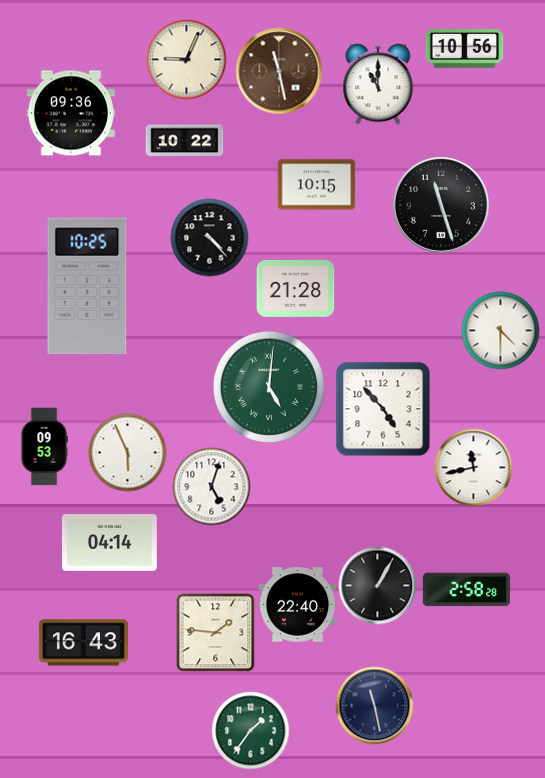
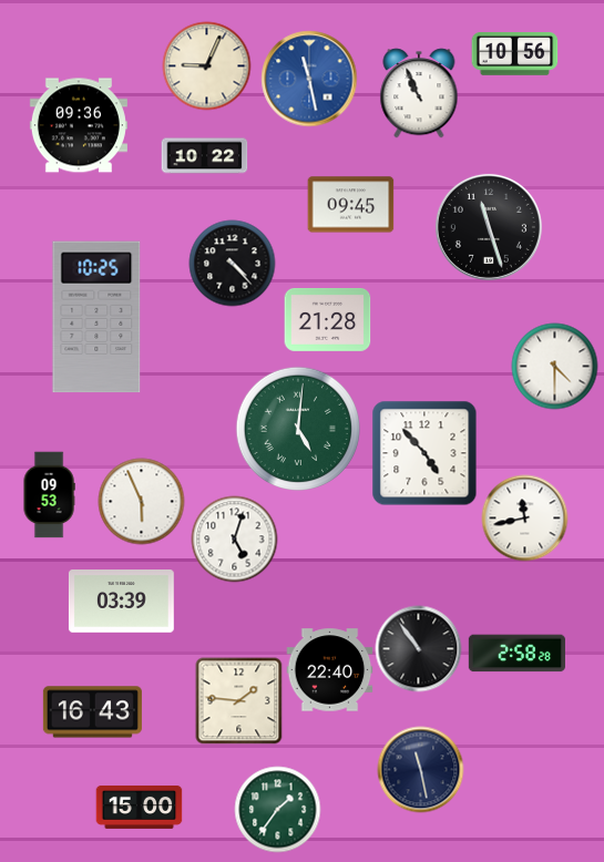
clock at (279, 71) dial: brown -> blue
clock at (378, 84): 11:00 -> 10:56
clock at (316, 185): 10:15 -> 09:45
clock at (109, 543): 04:14 -> 03:39
clock at (377, 585): 1:05 -> 10:54
clock at (374, 705) position: (374, 705) -> (420, 769)
clock at (139, 807): none -> 15:00
